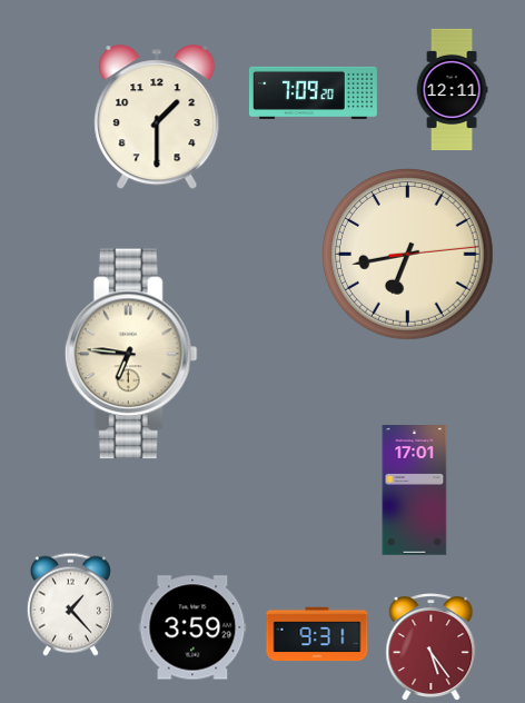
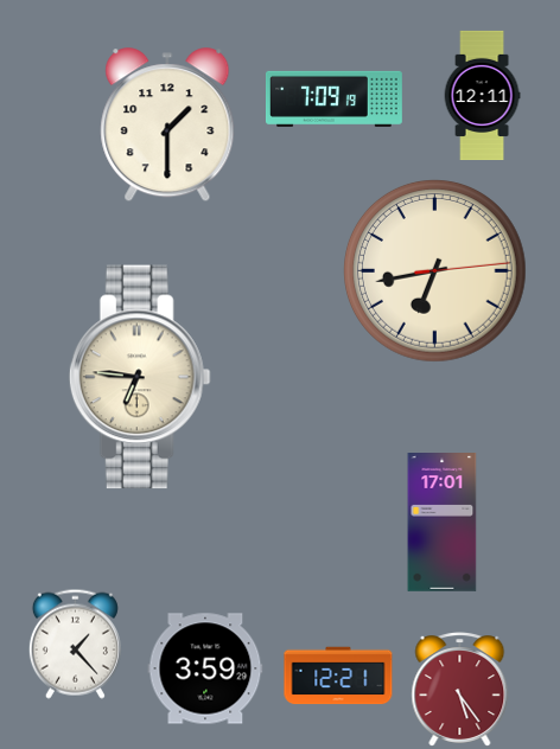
clock at (313, 92): 7:09:20 -> 7:09:19
clock at (317, 634): 9:31 -> 12:21
